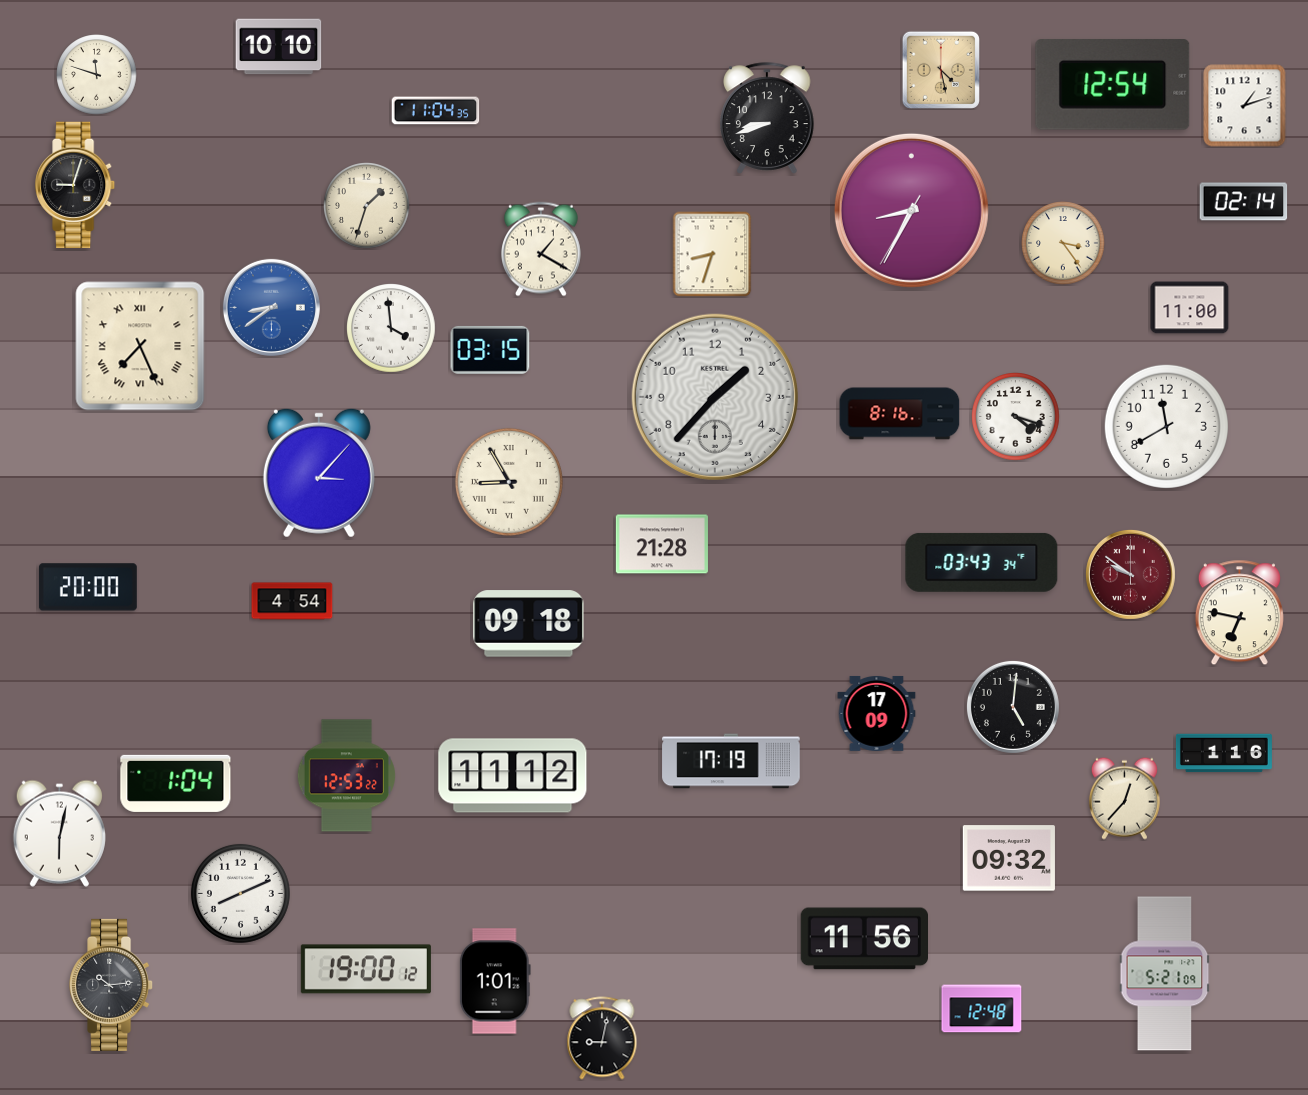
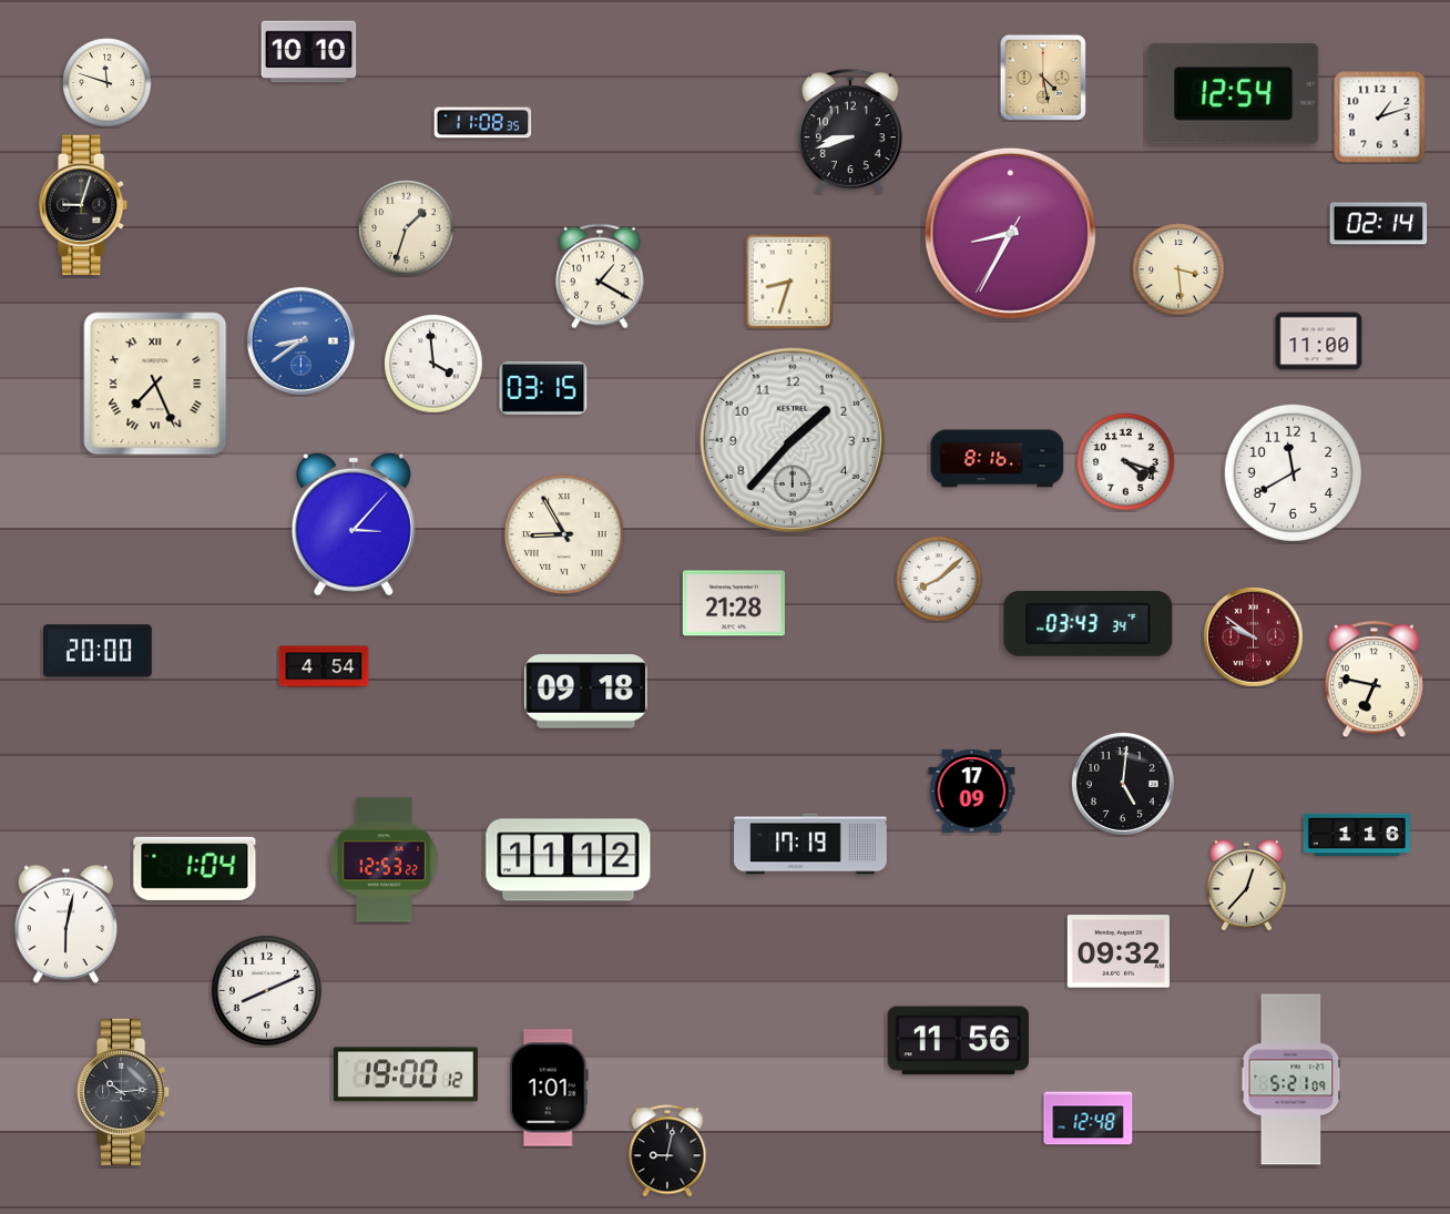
clock at (436, 111): 11:04 -> 11:08
clock at (1063, 243): 3:24 -> 3:29
clock at (939, 579): none -> 8:08
